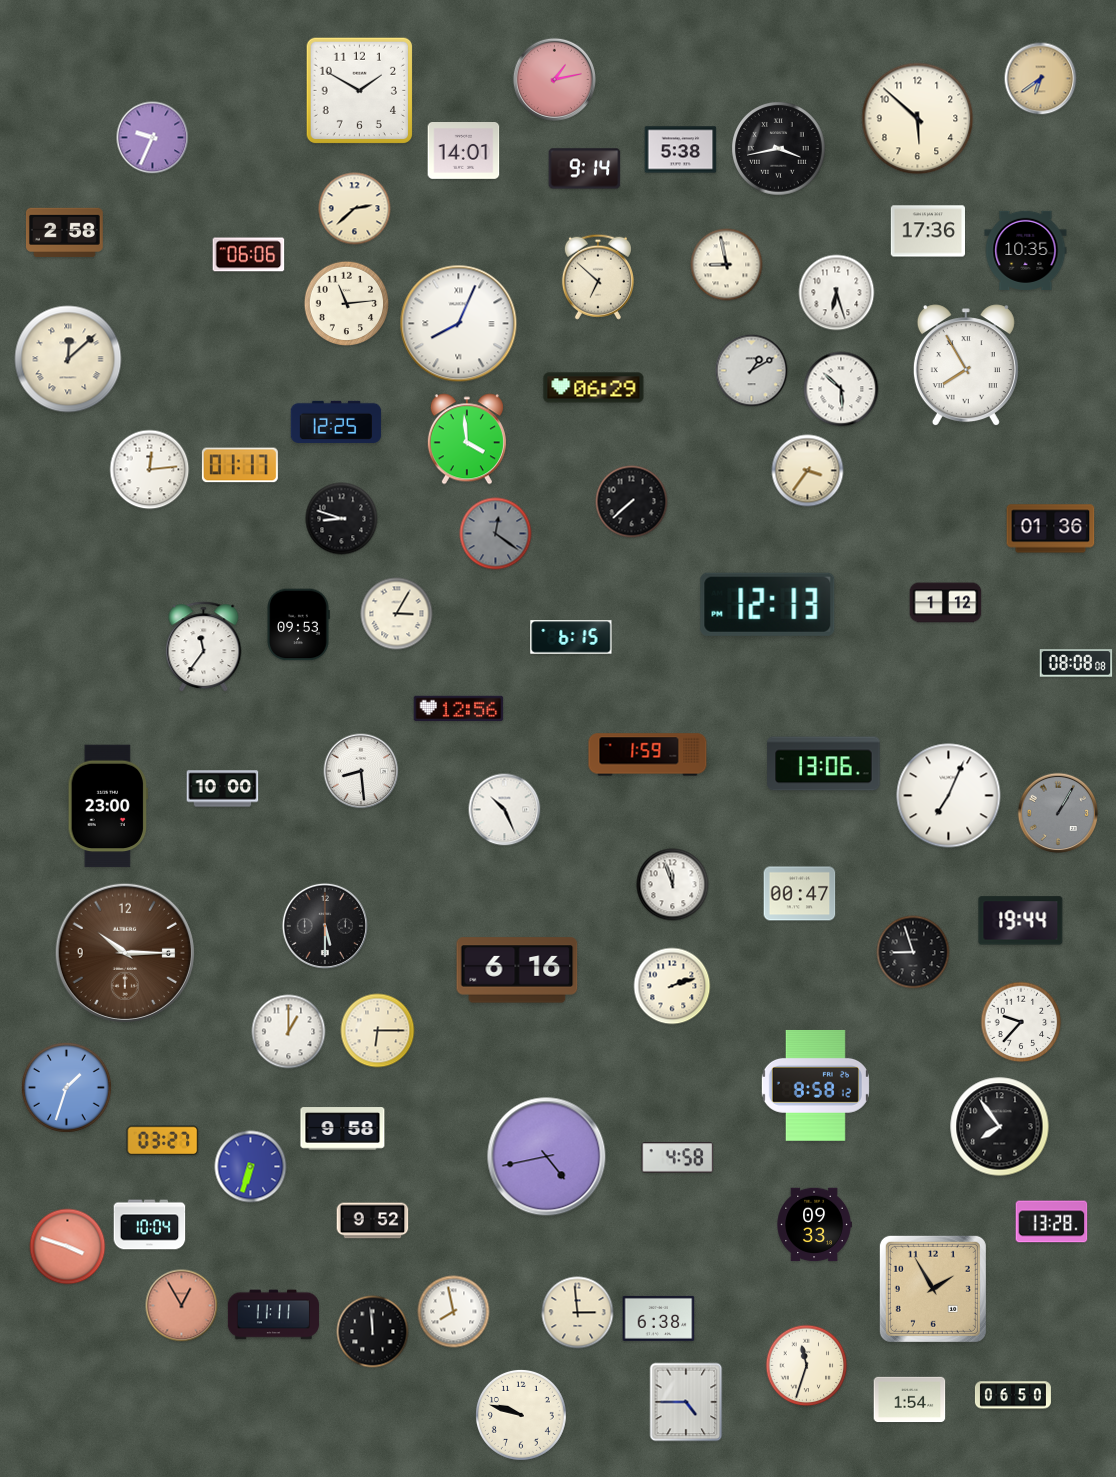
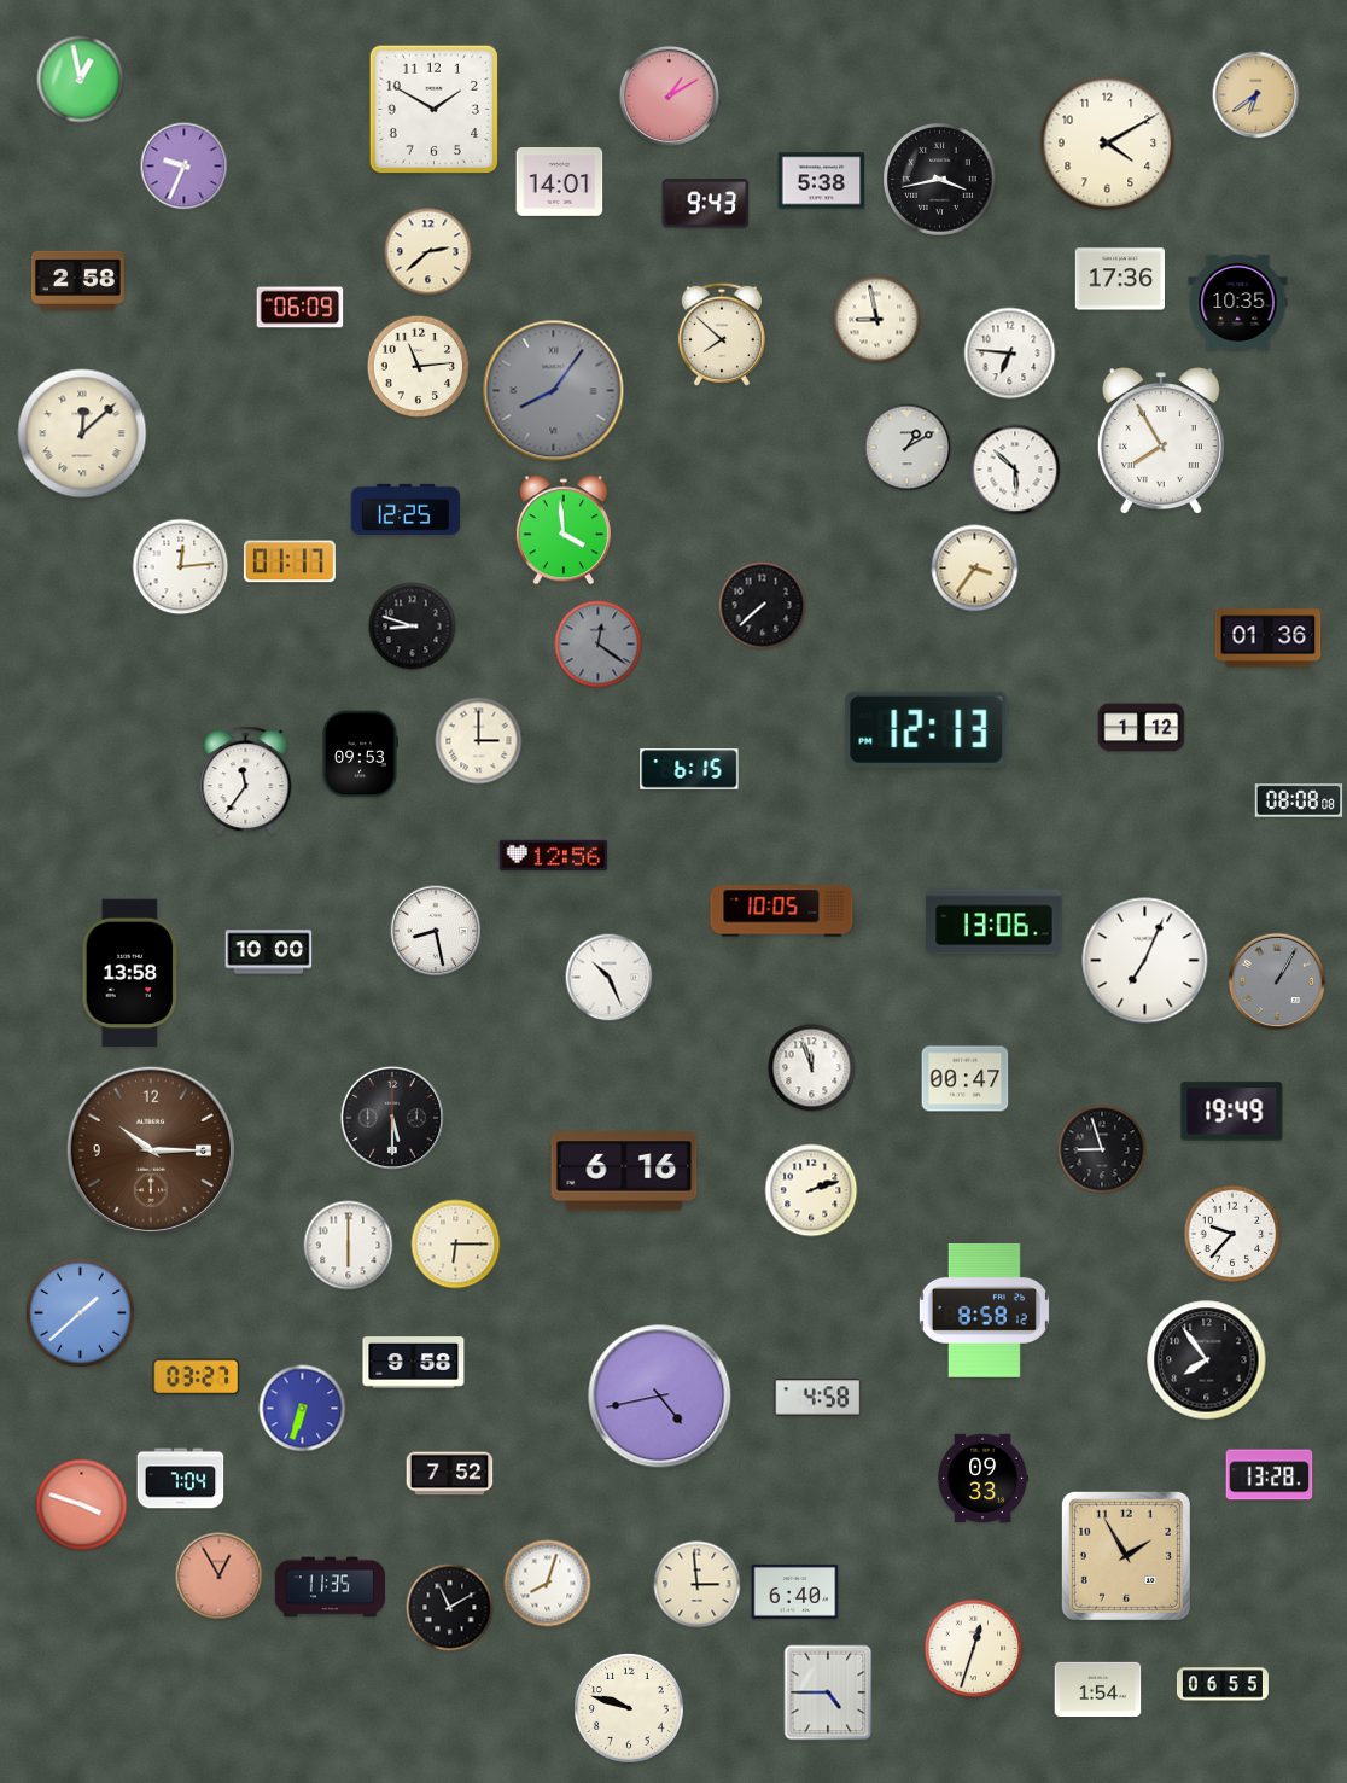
clock at (81, 80): none -> 12:58
clock at (554, 79): 1:13 -> 1:10
clock at (918, 119): 5:52 -> 4:10
clock at (585, 169): 9:14 -> 9:43
clock at (249, 255): 06:06 -> 06:09
clock at (598, 277): 6:52 -> 7:52
clock at (837, 293): 6:27 -> 6:46
clock at (459, 324): 8:04 -> 8:06
clock at (459, 324) dial: white -> grey
clock at (966, 366) position: (966, 366) -> (1161, 442)
clock at (594, 388): 06:29 -> none
clock at (397, 614): 3:05 -> 3:00
clock at (648, 755): 1:59 -> 10:05
clock at (361, 771): 8:29 -> 8:28
clock at (108, 806): 23:00 -> 13:58
clock at (1021, 921): 19:44 -> 19:49
clock at (289, 1032): 1:00 -> 6:00
clock at (66, 1087): 1:33 -> 1:38
clock at (373, 1221): 9:52 -> 7:52
clock at (150, 1225): 10:04 -> 7:04
clock at (454, 1312): 7:58 -> 8:03
clock at (273, 1315): 11:11 -> 11:35
clock at (659, 1318): 6:38 -> 6:40
clock at (373, 1332): 11:59 -> 11:10
clock at (807, 1366): 11:33 -> 12:33
clock at (1013, 1395): 06:50 -> 06:55
